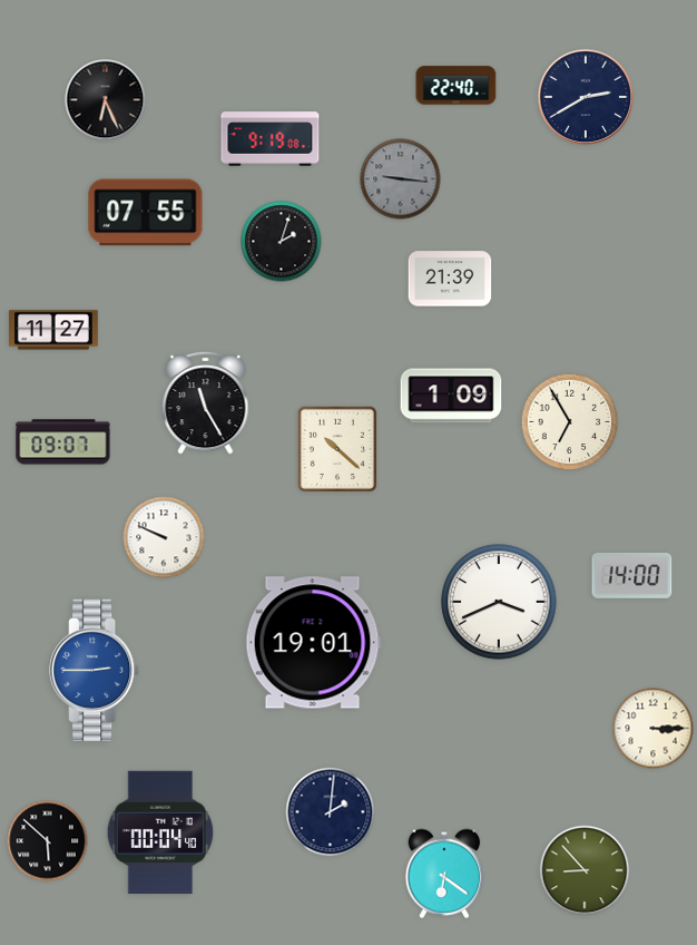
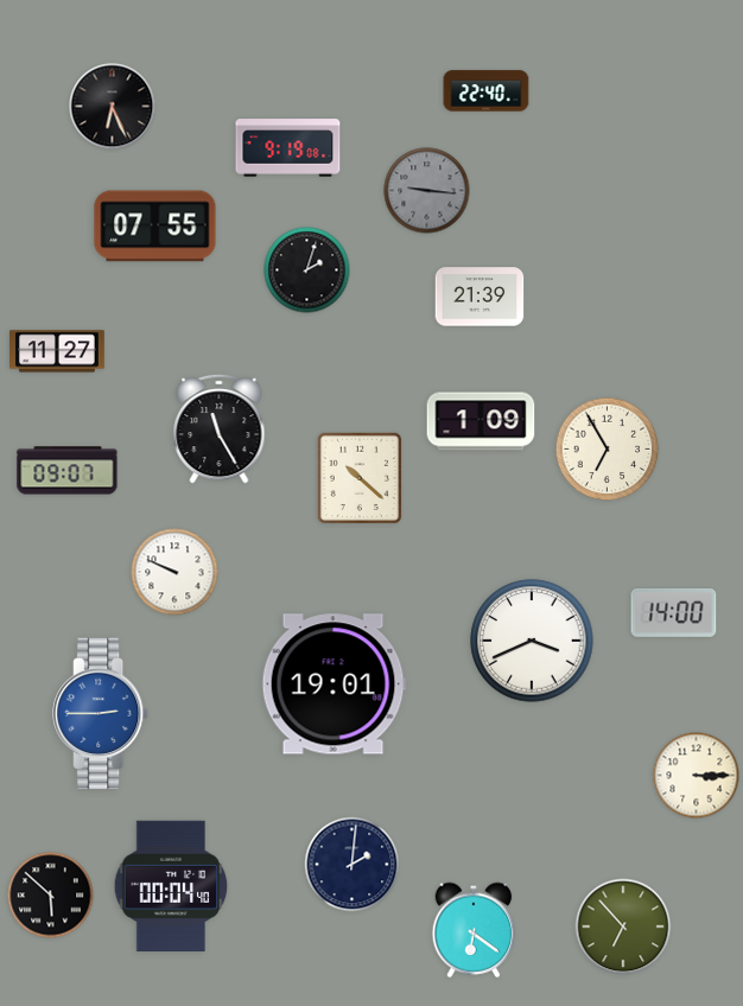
clock at (586, 97): 2:40 -> none
clock at (282, 242) position: (282, 242) -> (307, 270)
clock at (585, 870): 8:53 -> 6:53
